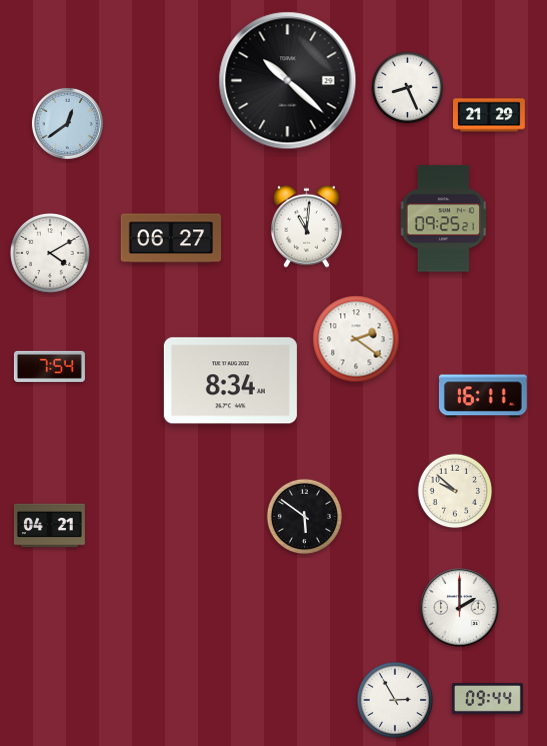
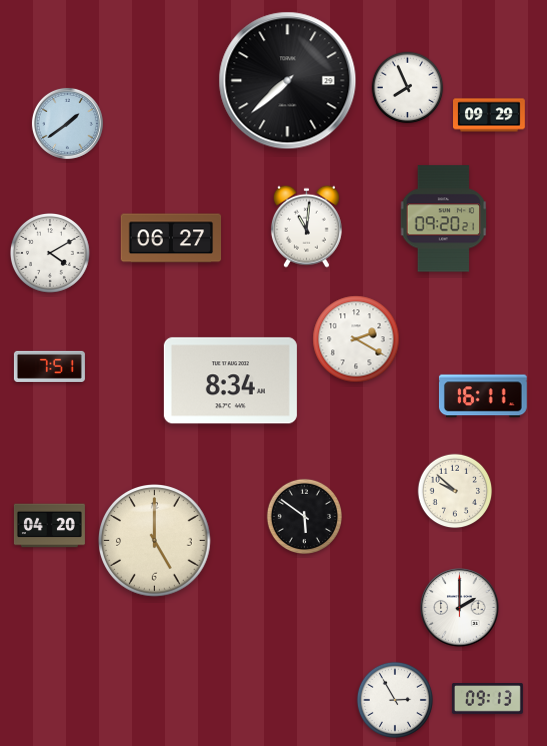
clock at (288, 81): 10:22 -> 7:38
clock at (408, 88): 8:26 -> 7:56
clock at (490, 115): 21:29 -> 09:29
clock at (67, 123): 12:39 -> 1:39
clock at (444, 219): 09:25 -> 09:20
clock at (356, 339): 2:21 -> 2:20
clock at (49, 366): 7:54 -> 7:51
clock at (49, 526): 04:21 -> 04:20
clock at (155, 541): none -> 5:00
clock at (487, 699): 09:44 -> 09:13
